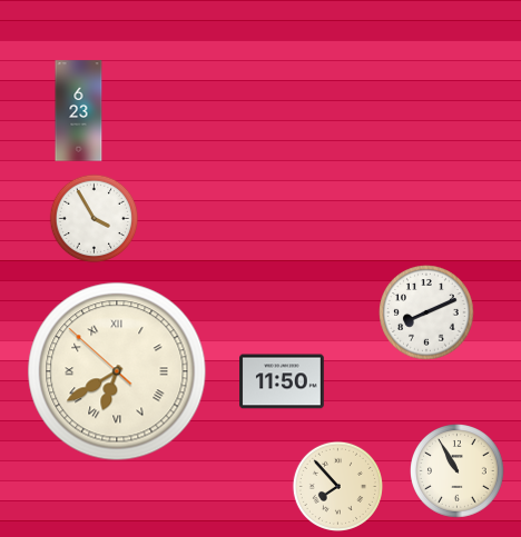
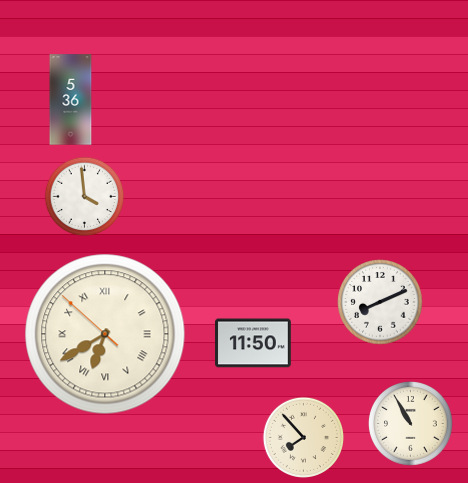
clock at (79, 111): 6:23 -> 5:36
clock at (95, 219): 3:55 -> 3:59
clock at (426, 312) position: (426, 312) -> (380, 302)
